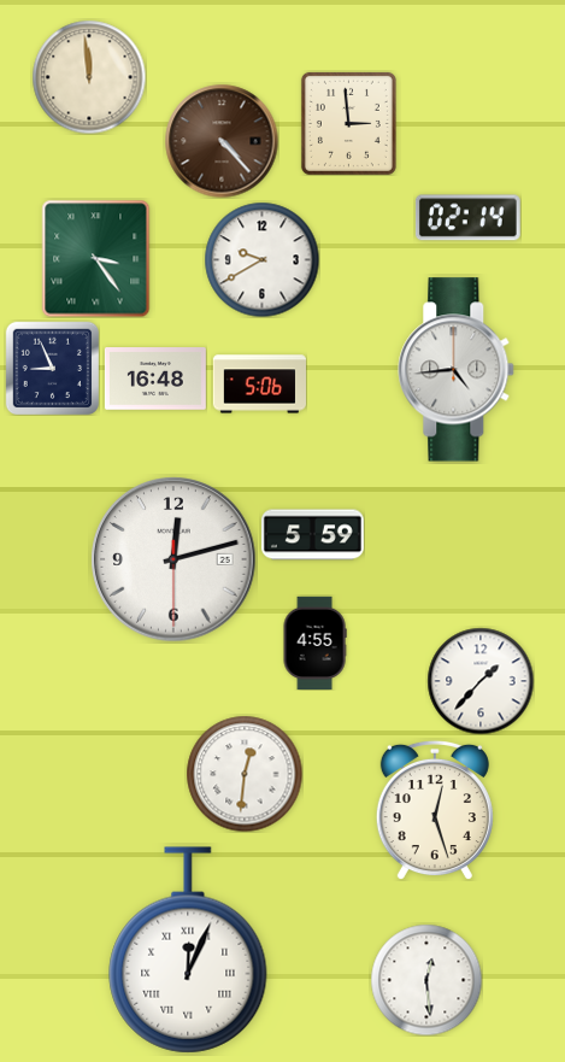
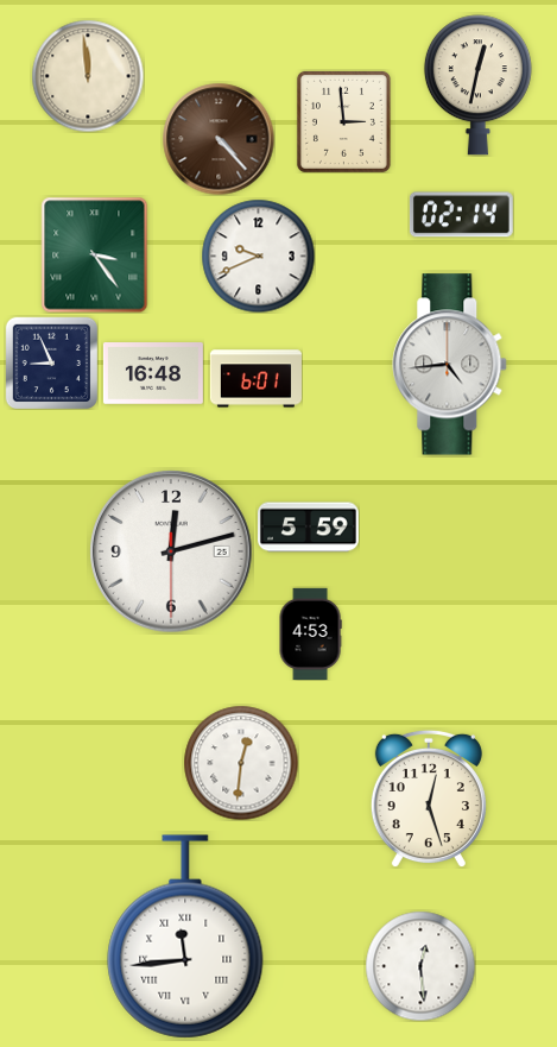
clock at (477, 86): none -> 12:32
clock at (261, 259): 9:40 -> 9:41
clock at (259, 385): 5:06 -> 6:01
clock at (314, 643): 4:55 -> 4:53
clock at (481, 681): 1:37 -> none
clock at (188, 950): 12:04 -> 11:44
